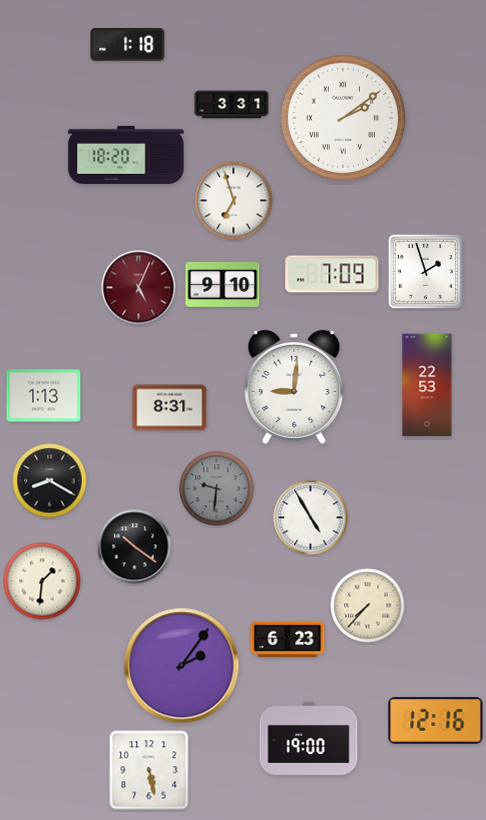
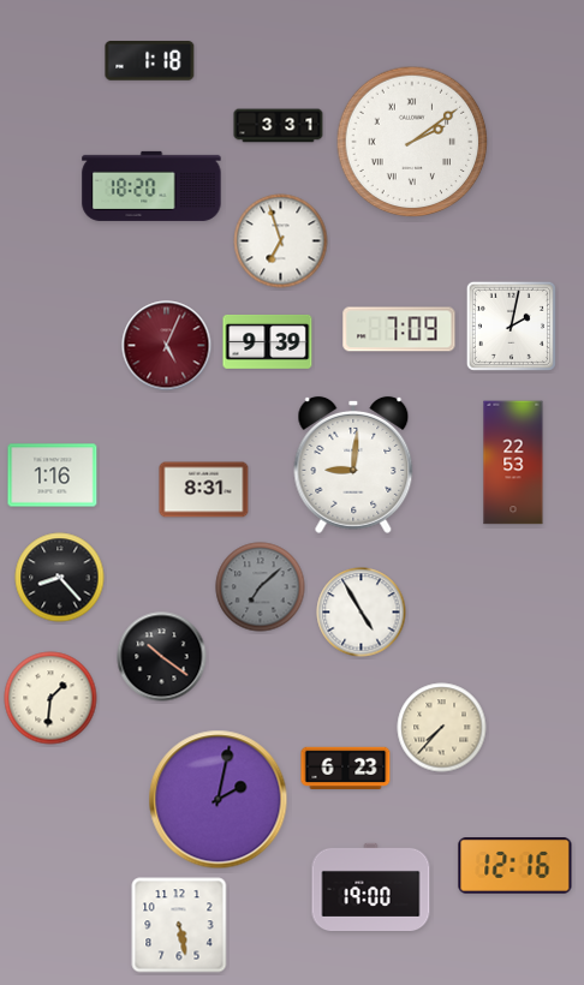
clock at (128, 45) position: (128, 45) -> (150, 61)
clock at (425, 271): 1:57 -> 2:02
clock at (223, 284): 9:10 -> 9:39
clock at (44, 396): 1:13 -> 1:16
clock at (50, 481): 8:20 -> 8:23
clock at (217, 489): 9:31 -> 7:08
clock at (311, 518) position: (311, 518) -> (362, 613)
clock at (182, 666): 2:06 -> 2:02
clock at (436, 721) position: (436, 721) -> (516, 866)
